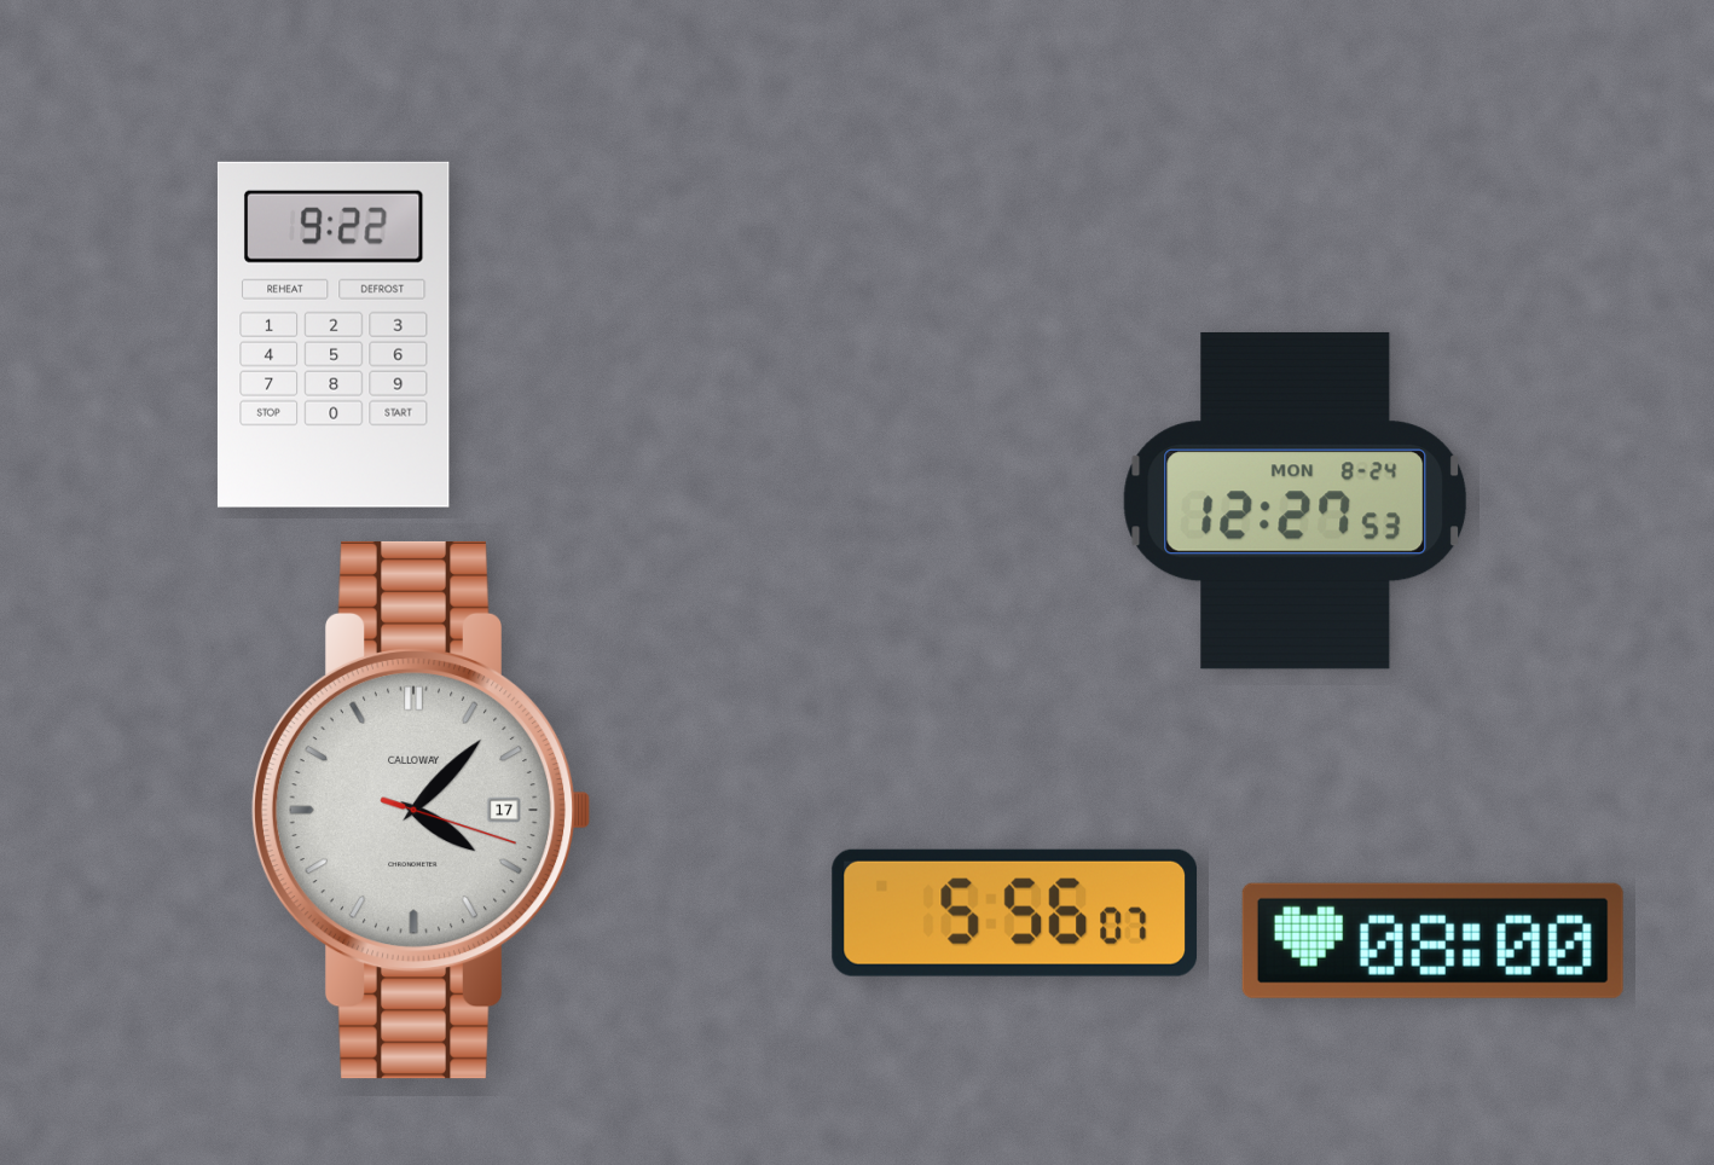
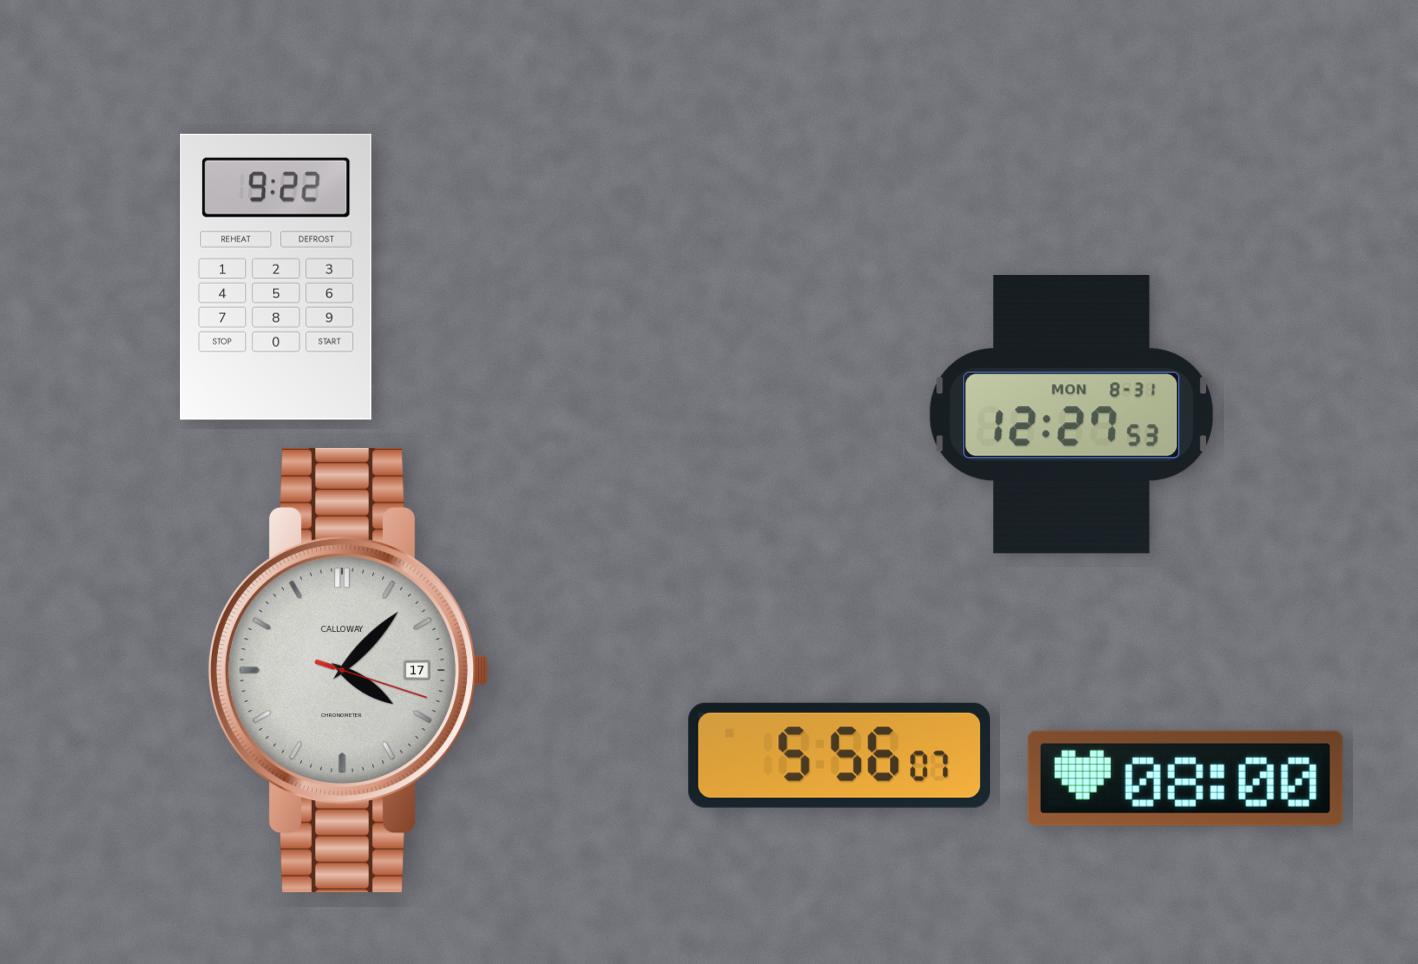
clock at (1296, 500) date: MON 8-24 -> MON 8-31
